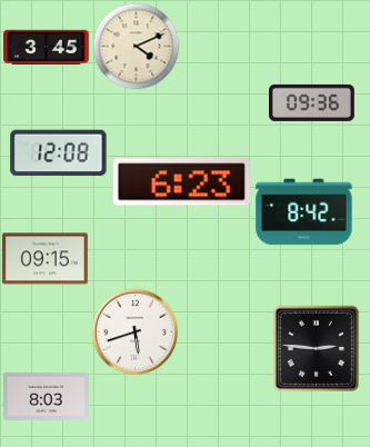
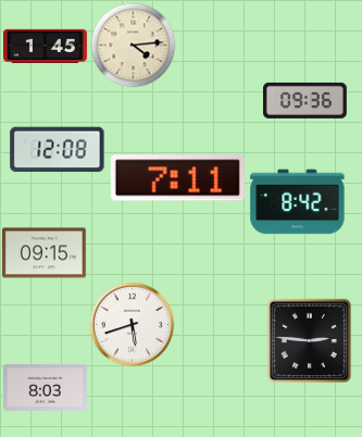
clock at (136, 46): 4:11 -> 4:14
clock at (47, 47): 3:45 -> 1:45
clock at (181, 182): 6:23 -> 7:11
clock at (304, 212) position: (304, 212) -> (298, 202)
